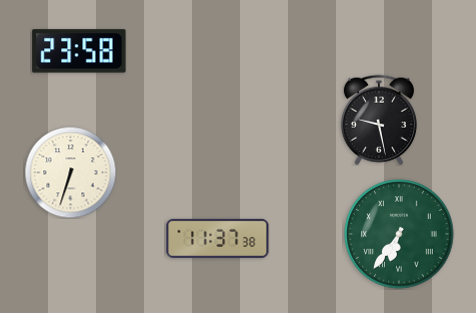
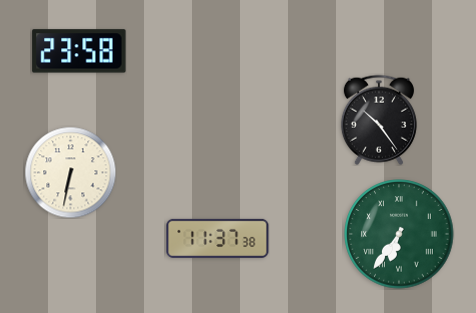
clock at (379, 120): 9:28 -> 10:24
clock at (70, 172): 6:33 -> 6:32
